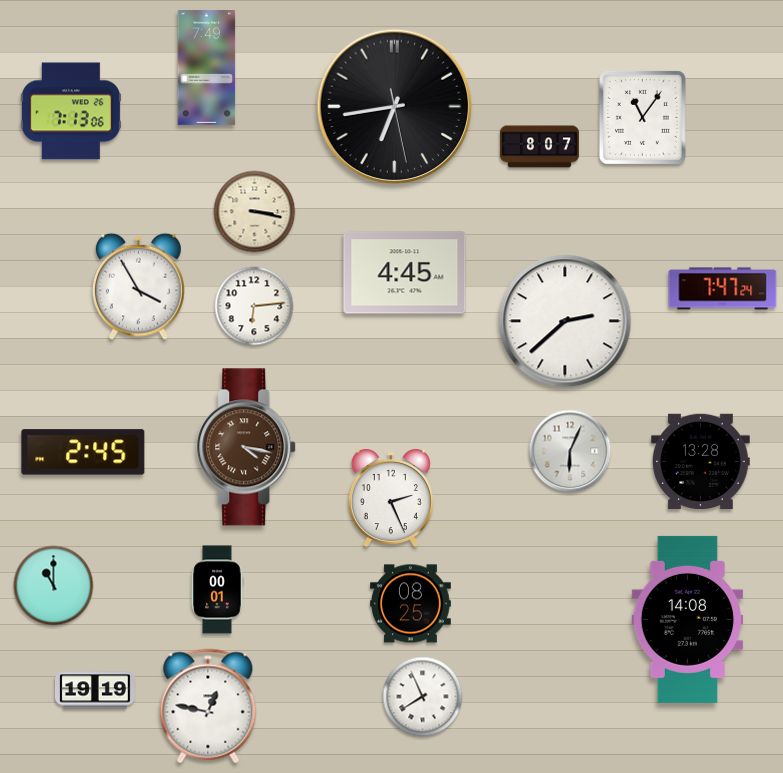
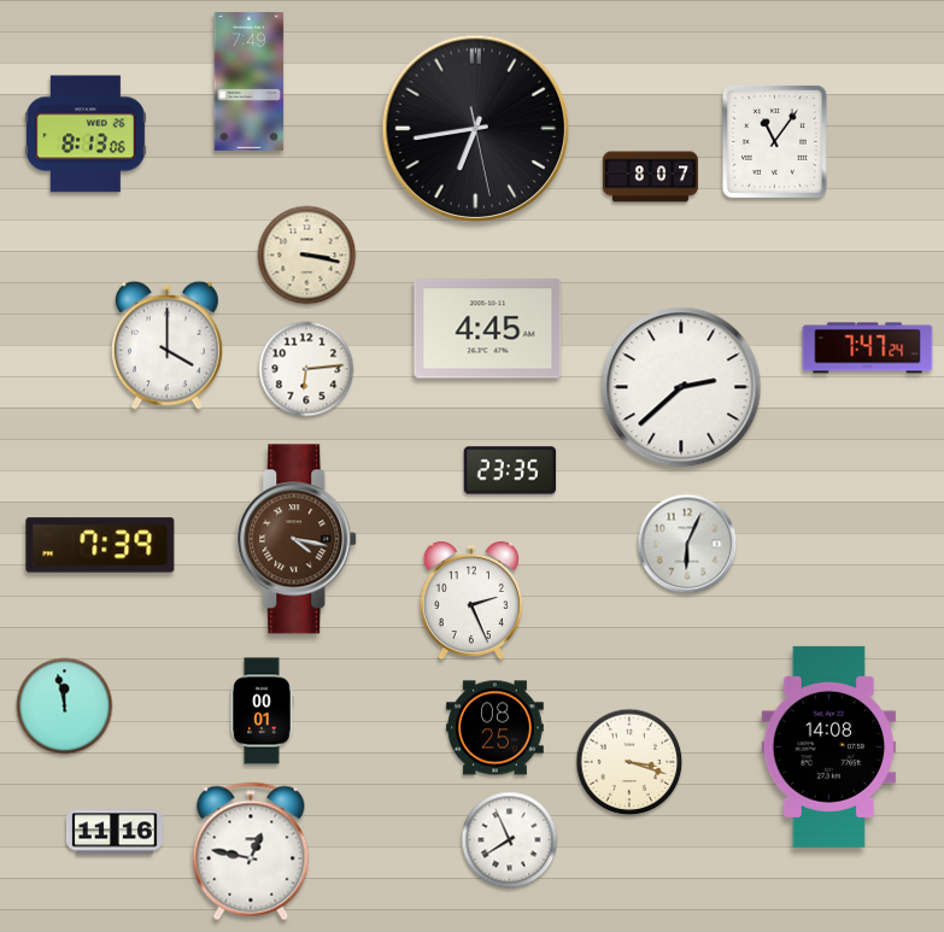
clock at (71, 111): 7:13 -> 8:13
clock at (138, 286): 3:55 -> 4:00
clock at (723, 289) position: (723, 289) -> (868, 348)
clock at (510, 470): none -> 23:35
clock at (83, 452): 2:45 -> 7:39
clock at (701, 462): 13:28 -> none
clock at (54, 586): 11:00 -> 11:58
clock at (629, 762): none -> 3:18
clock at (95, 690): 19:19 -> 11:16
